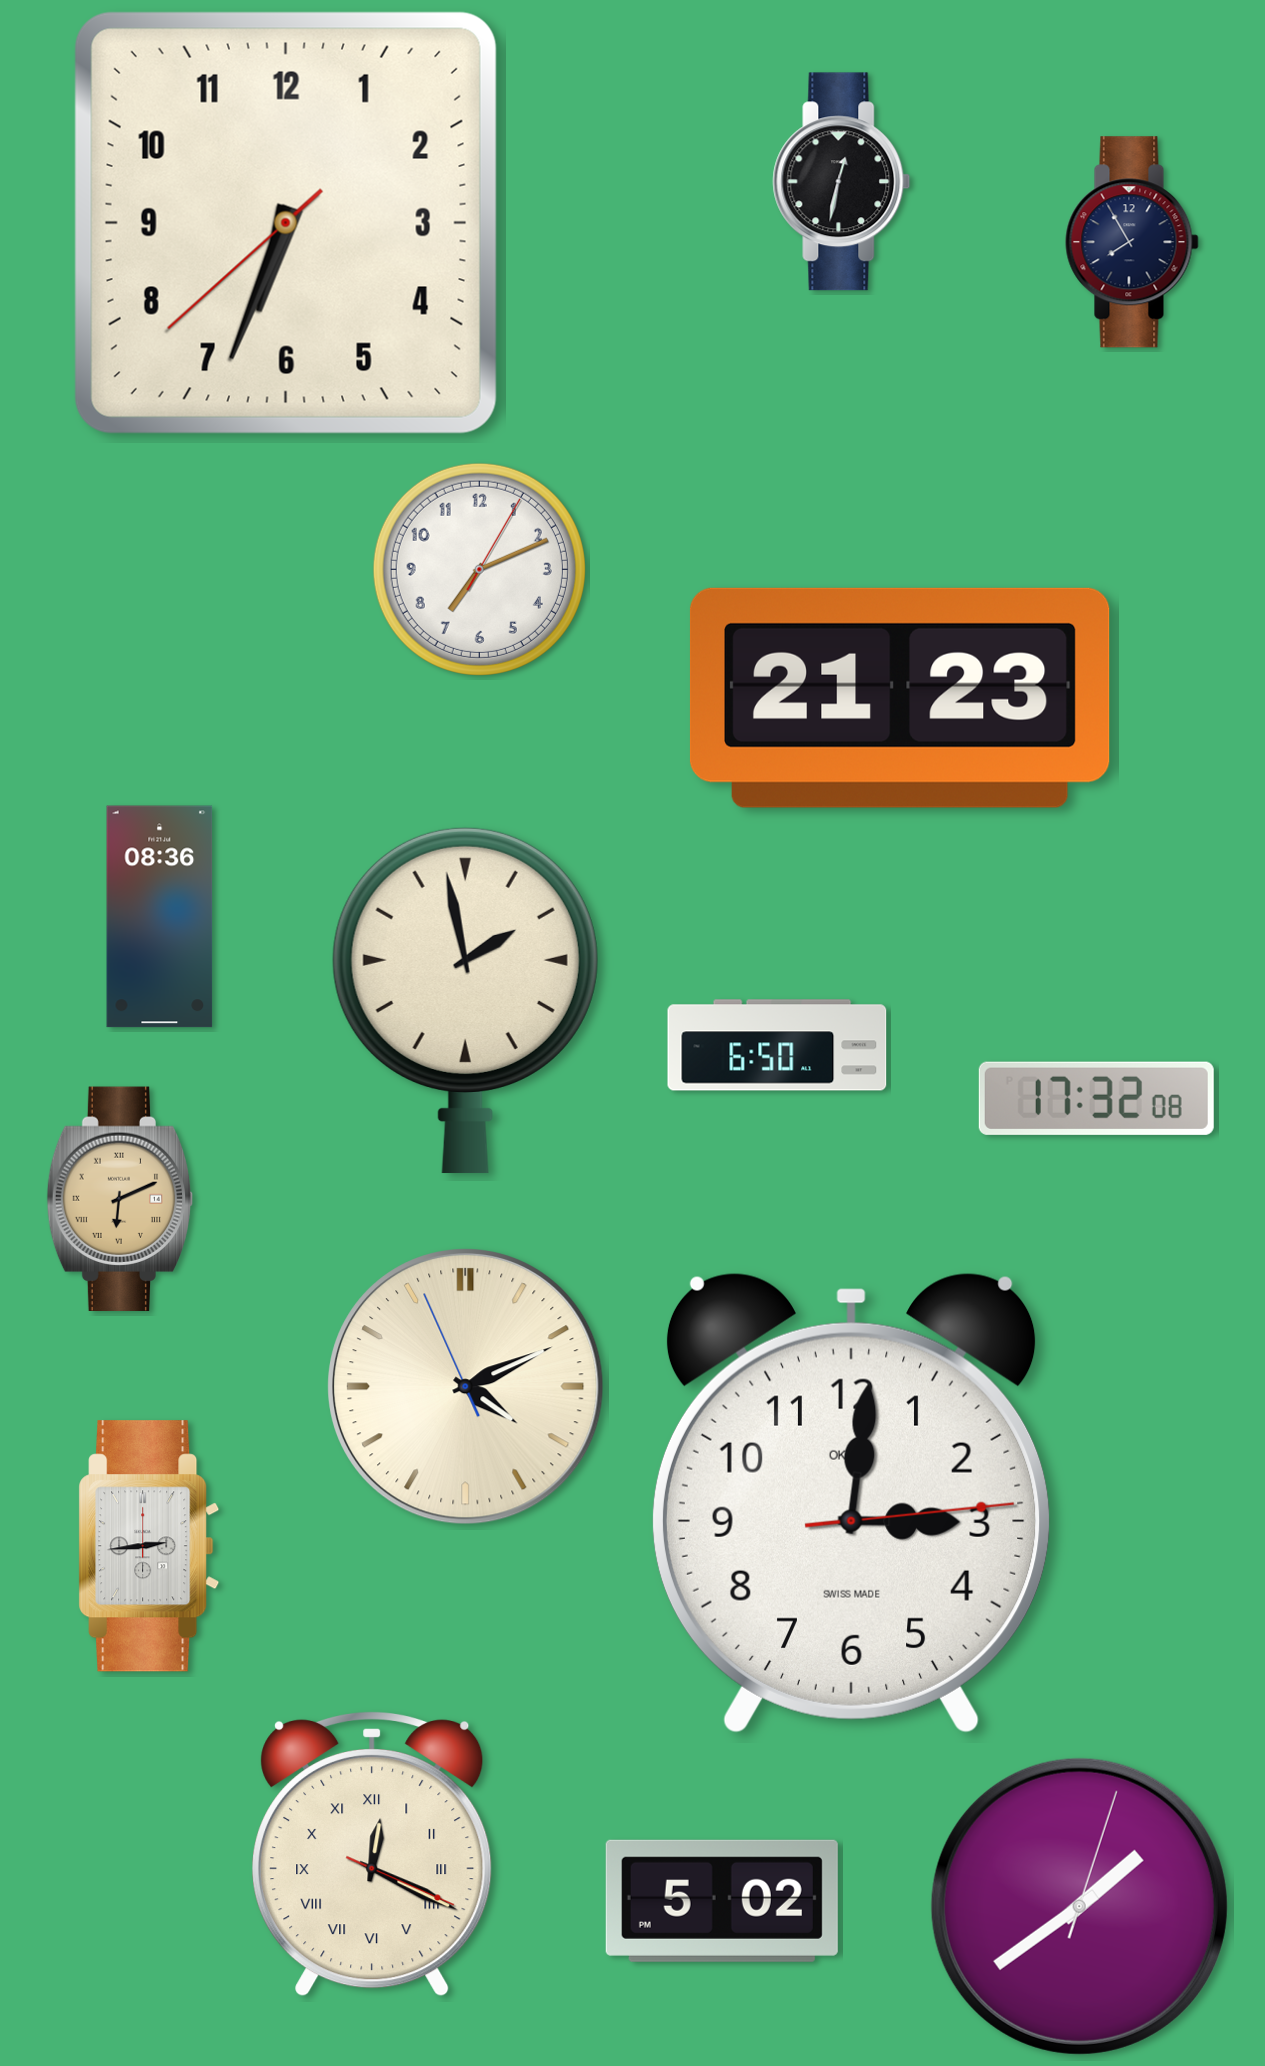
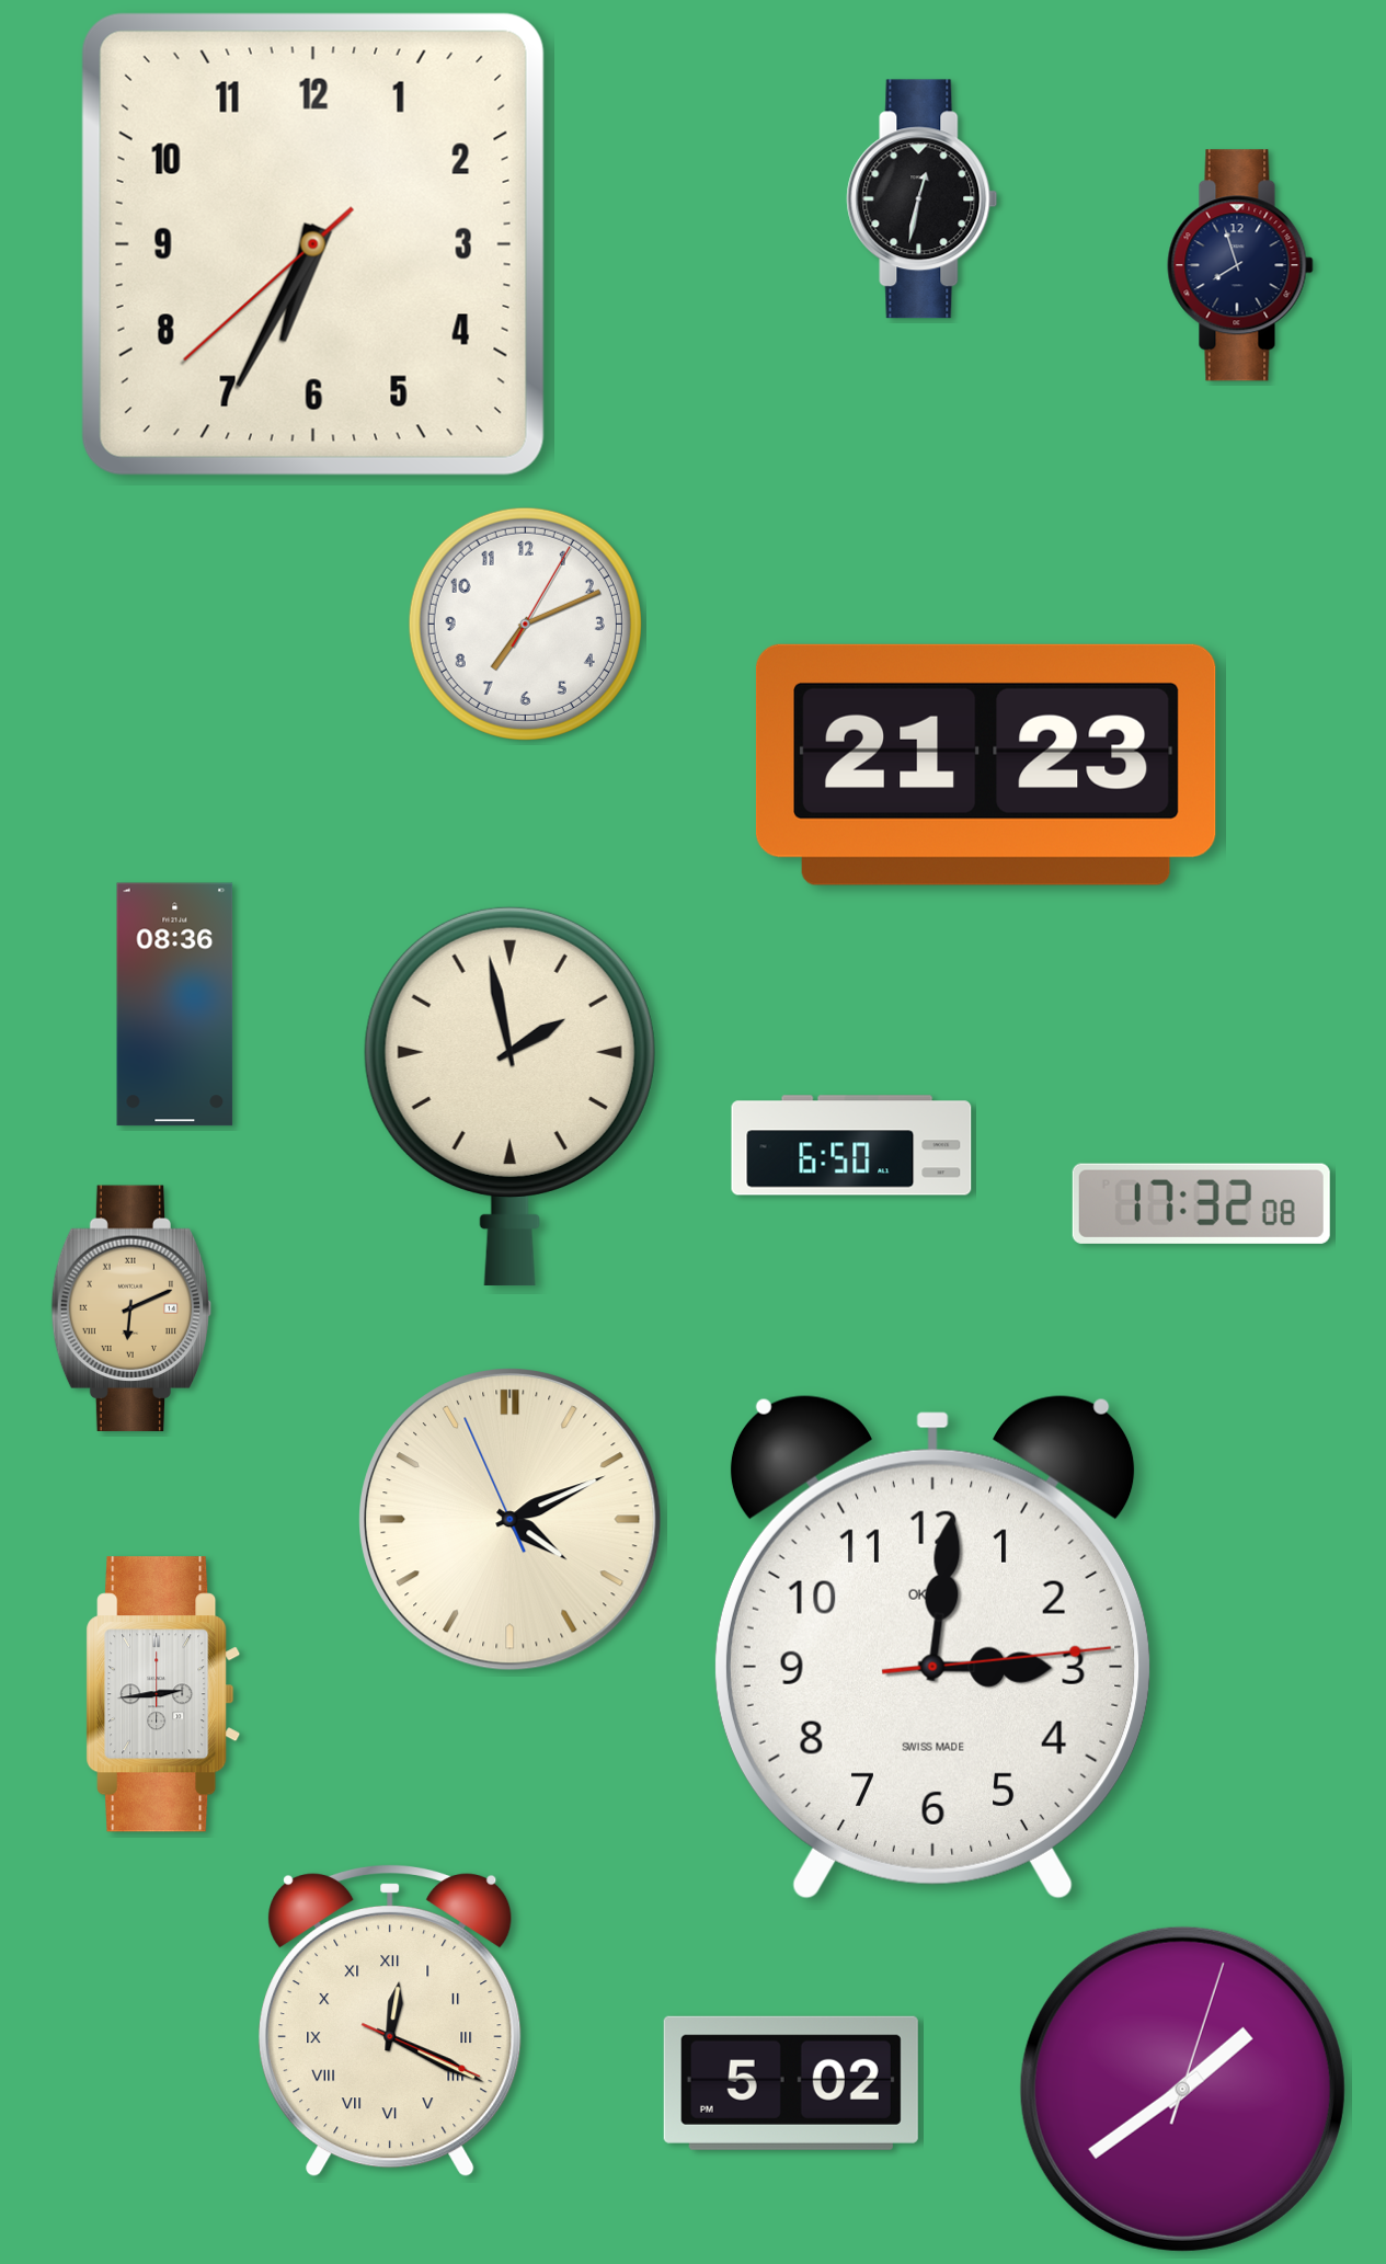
clock at (286, 223): 6:33 -> 6:34
clock at (1132, 242): 7:55 -> 7:57
clock at (120, 1198) position: (120, 1198) -> (131, 1307)
clock at (372, 1854) position: (372, 1854) -> (390, 2021)
